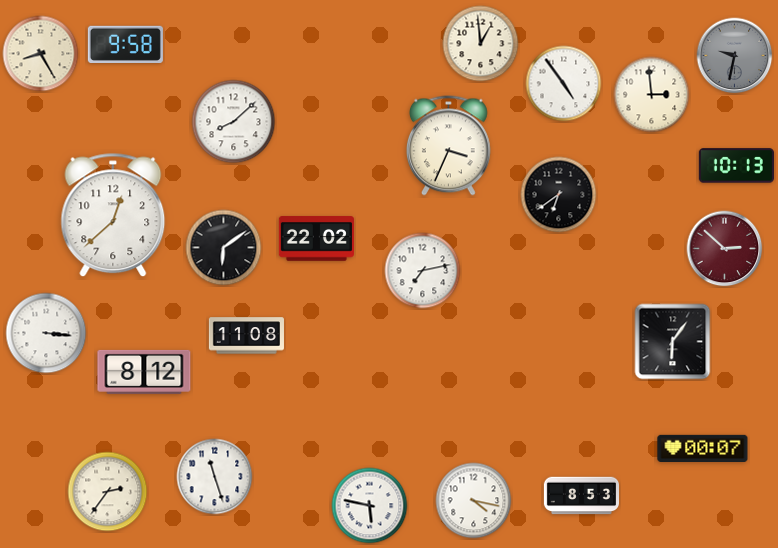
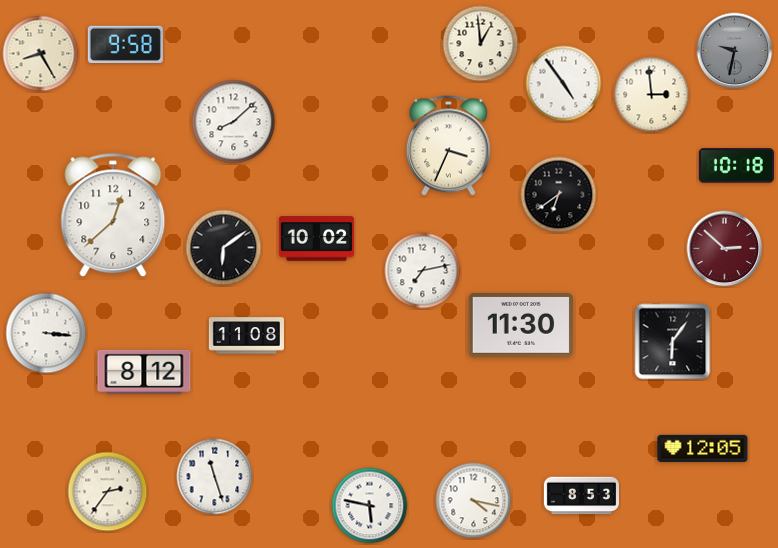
clock at (735, 56) position: (735, 56) -> (735, 51)
clock at (736, 166): 10:13 -> 10:18
clock at (316, 239): 22:02 -> 10:02
clock at (520, 326): none -> 11:30
clock at (703, 448): 00:07 -> 12:05
